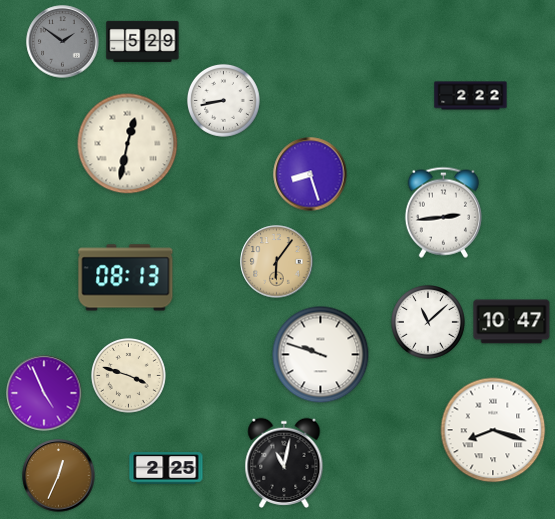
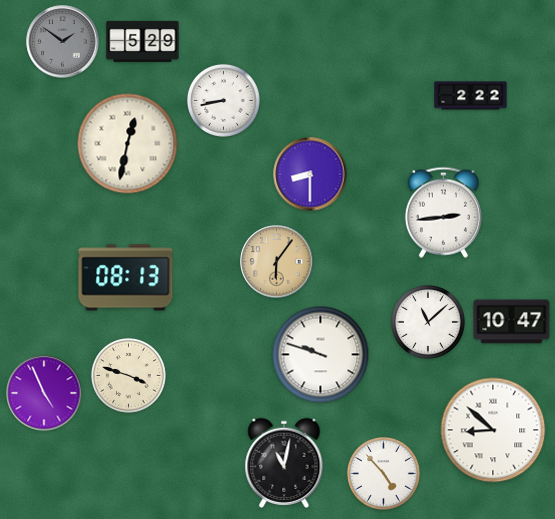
clock at (310, 174): 8:27 -> 8:30
clock at (493, 430): 8:18 -> 8:52
clock at (166, 468): 2:25 -> none
clock at (383, 473): none -> 4:53
clock at (59, 476): 12:34 -> none
